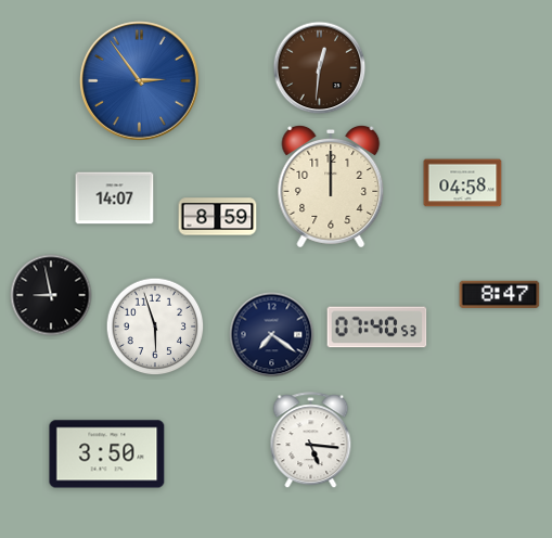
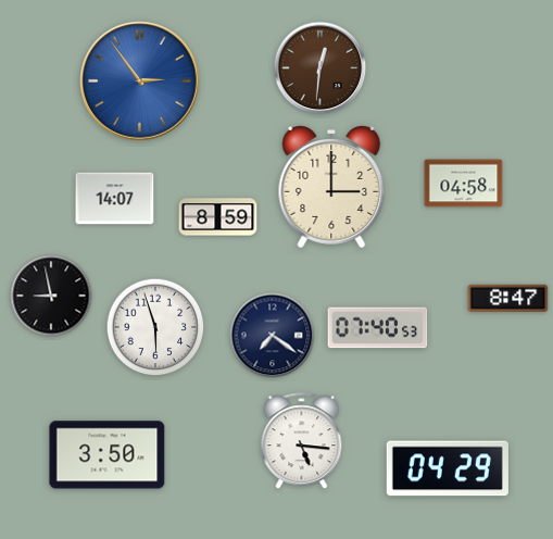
clock at (331, 188): 12:00 -> 3:00
clock at (500, 294) position: (500, 294) -> (508, 298)
clock at (311, 440) position: (311, 440) -> (302, 441)
clock at (448, 468): none -> 04:29
